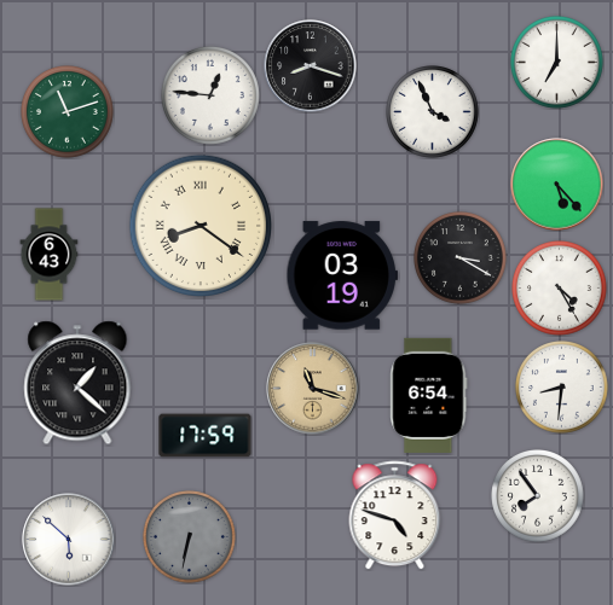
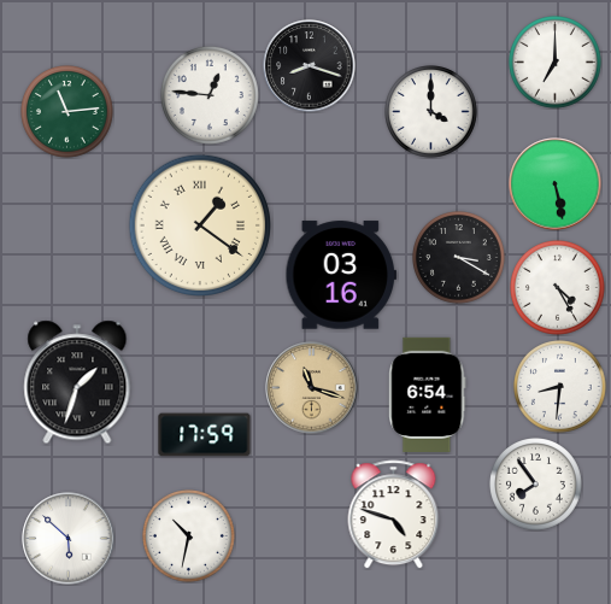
clock at (68, 112): 11:12 -> 11:14
clock at (433, 112): 3:56 -> 4:00
clock at (557, 185): 5:23 -> 5:28
clock at (199, 225): 8:21 -> 1:21
clock at (50, 255): 6:43 -> none
clock at (342, 275): 03:19 -> 03:16
clock at (77, 383): 1:22 -> 1:33
clock at (538, 496) position: (538, 496) -> (536, 485)
clock at (190, 537): 6:32 -> 10:32
clock at (190, 537) dial: grey -> white
